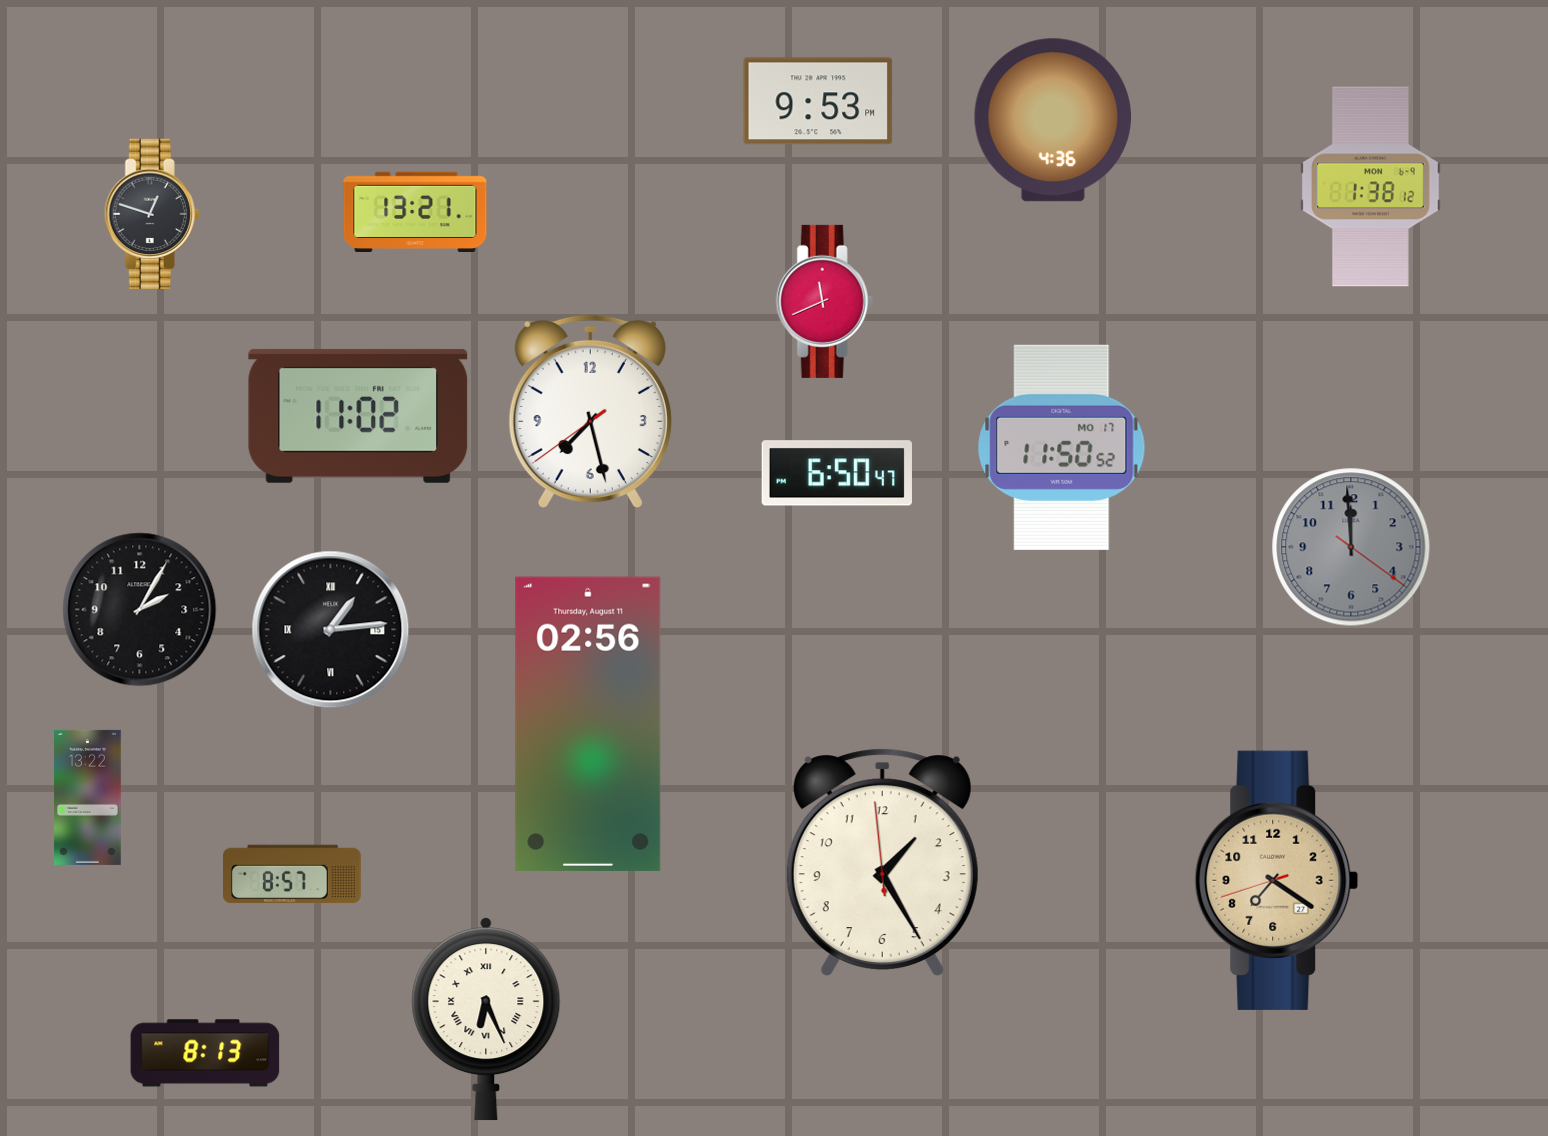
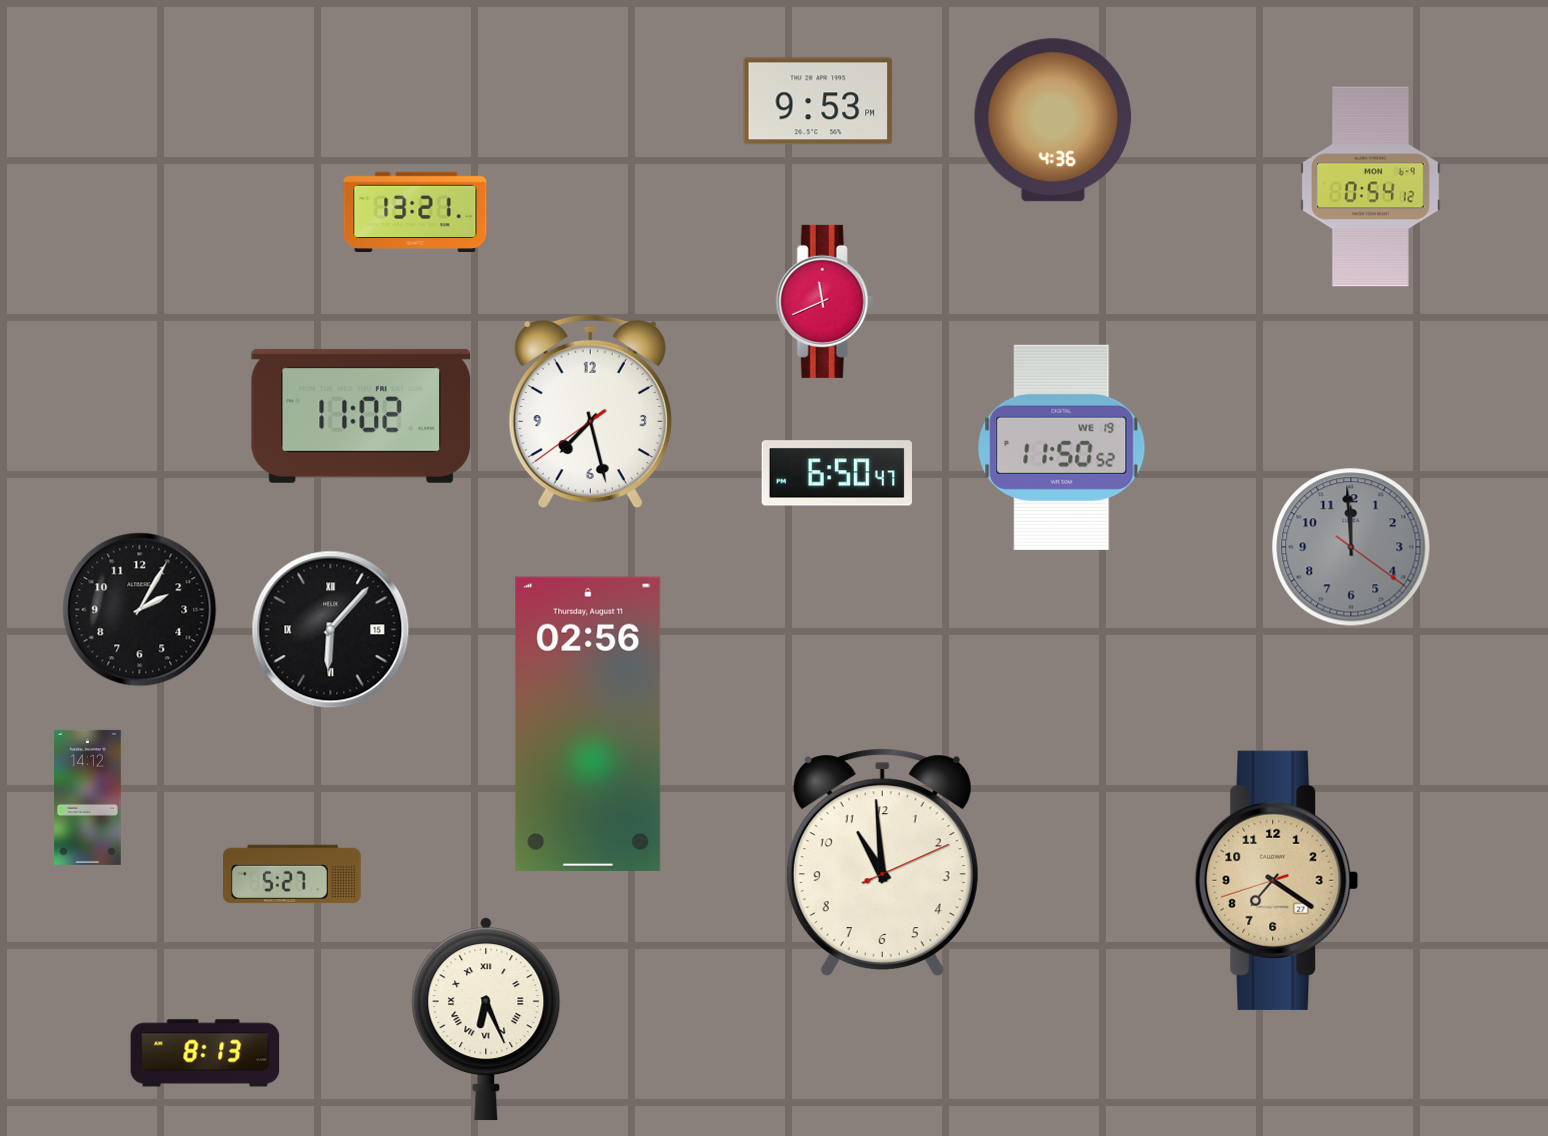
clock at (1370, 187): 1:38 -> 0:54
clock at (152, 214): 12:48 -> none
clock at (358, 416) position: (358, 416) -> (361, 416)
clock at (1062, 447) date: MO 17 -> WE 19
clock at (331, 630): 1:14 -> 6:07
clock at (88, 797): 13:22 -> 14:12
clock at (882, 863): 1:24 -> 10:59
clock at (293, 874): 8:57 -> 5:27
